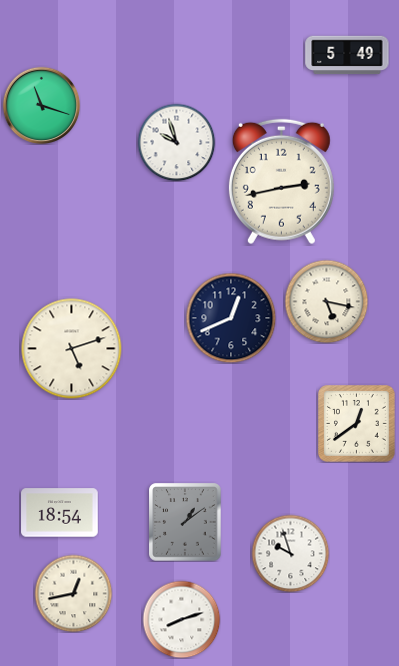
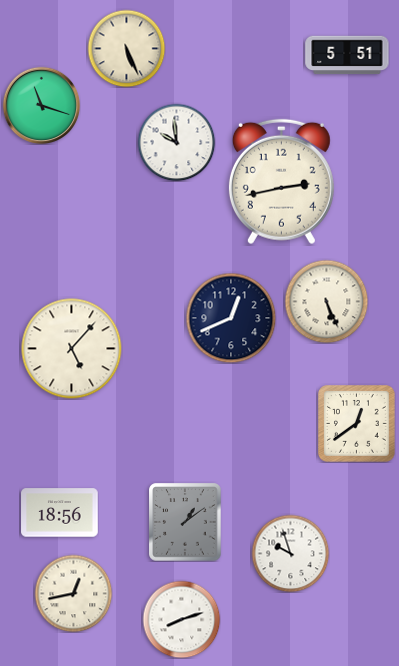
clock at (126, 48): none -> 5:26
clock at (347, 55): 5:49 -> 5:51
clock at (176, 142): 9:57 -> 9:59
clock at (326, 301): 5:17 -> 5:26
clock at (72, 349): 5:12 -> 5:07
clock at (60, 513): 18:54 -> 18:56
